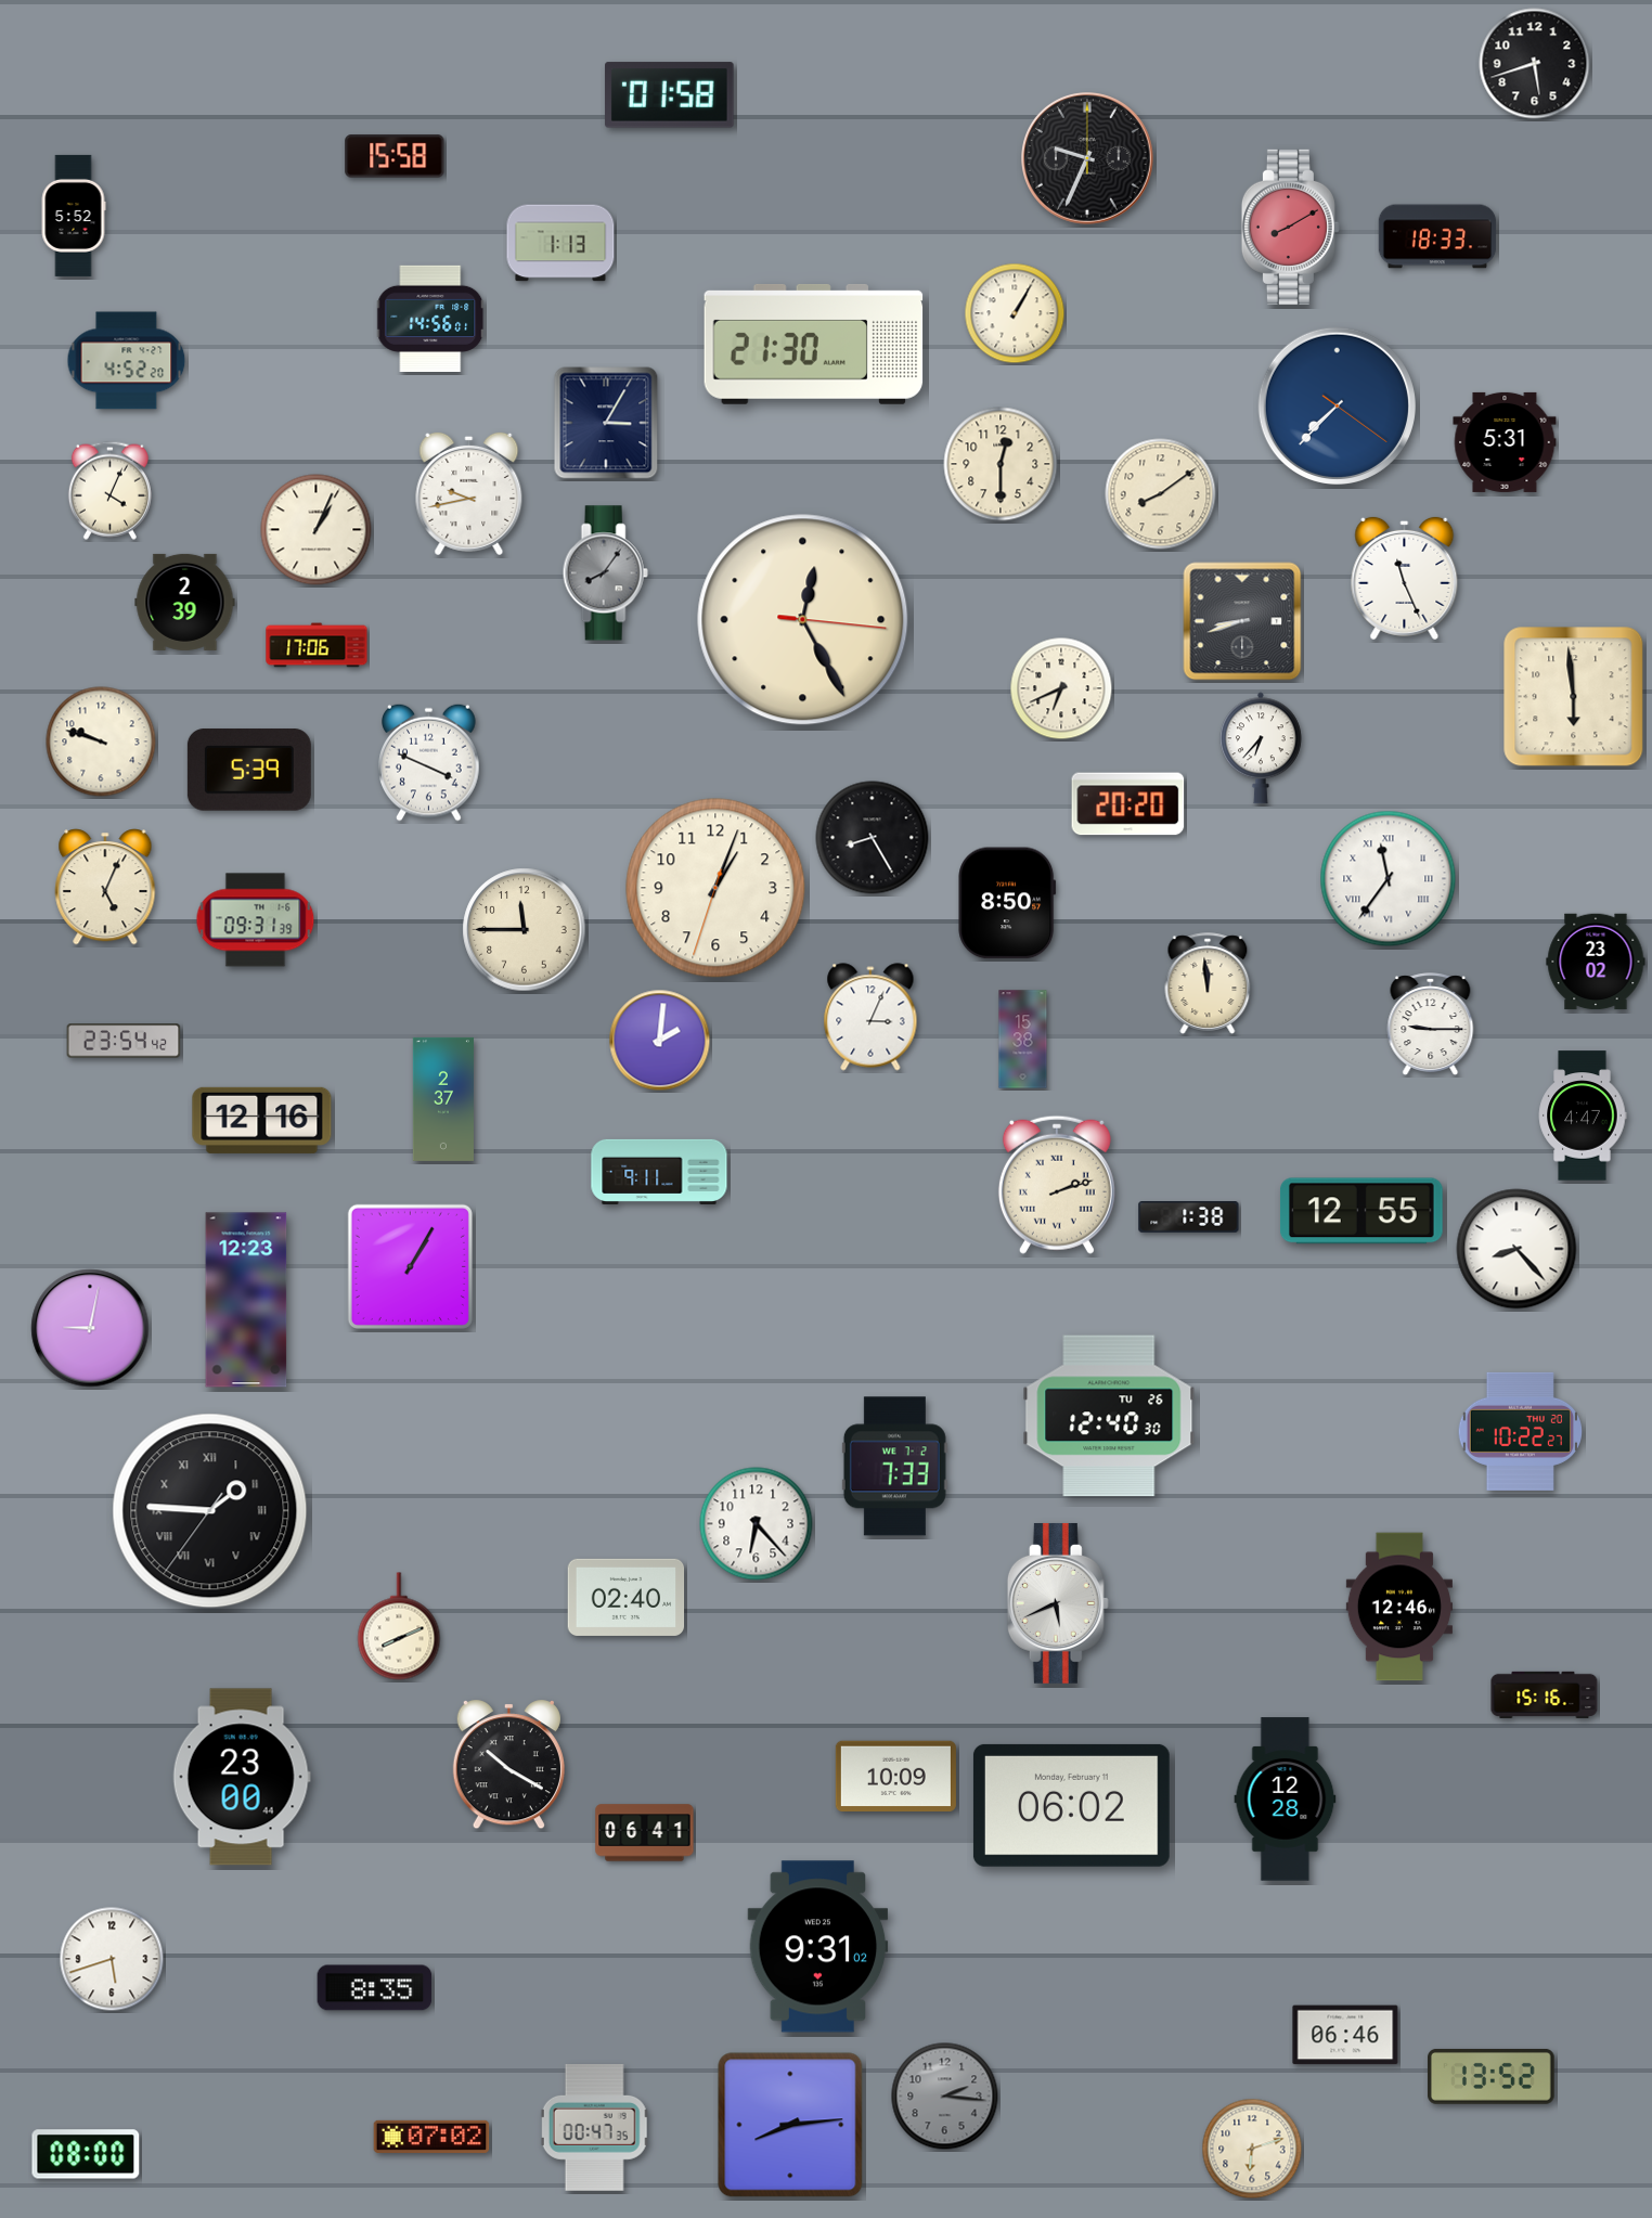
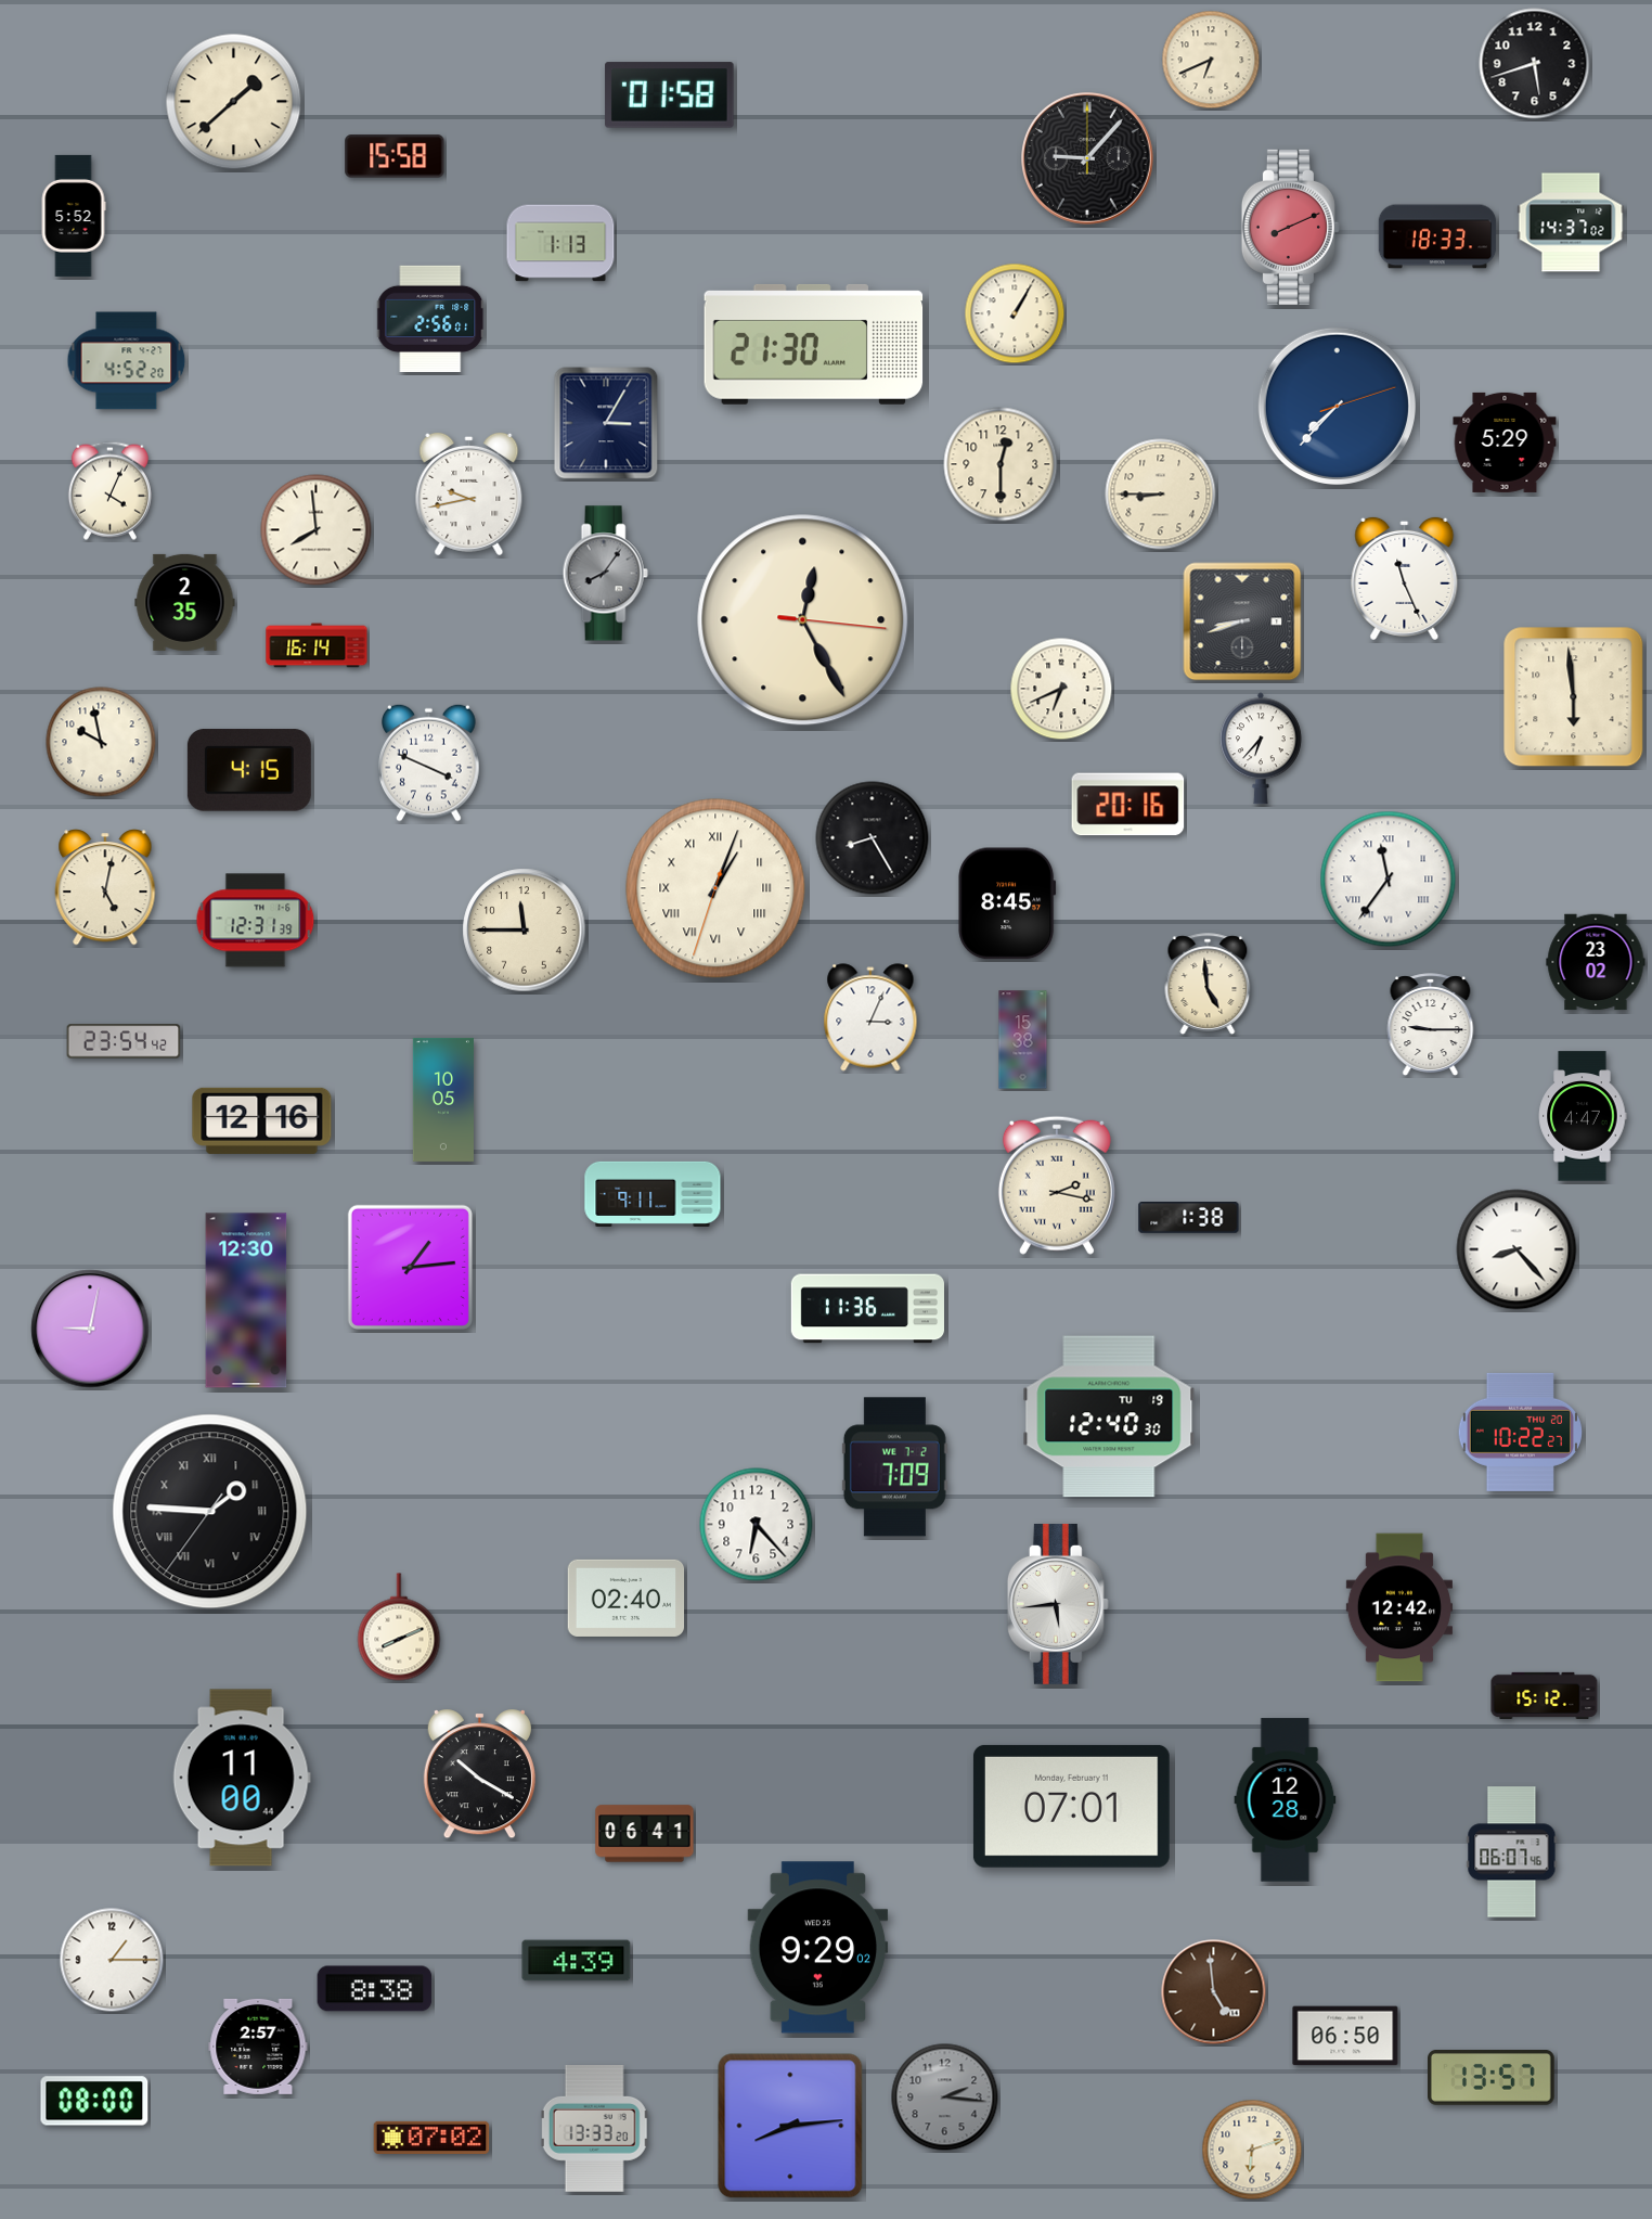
clock at (1211, 60): none -> 6:41
clock at (234, 102): none -> 1:38
clock at (1088, 159): 9:34 -> 9:07
clock at (1571, 222): none -> 14:37
clock at (1290, 227): 8:10 -> 8:11
clock at (431, 318): 14:56 -> 2:56
clock at (1337, 405): 7:37:21 -> 7:37:12
clock at (1505, 442): 5:31 -> 5:29
clock at (1161, 494): 8:09 -> 8:45
clock at (317, 530): 1:04 -> 7:59
clock at (185, 602): 2:39 -> 2:35
clock at (317, 645): 17:06 -> 16:14
clock at (101, 742): 9:48 -> 9:58
clock at (249, 770): 5:39 -> 4:15
clock at (1128, 804): 20:20 -> 20:16
clock at (105, 887): 5:04 -> 5:02
clock at (715, 888) numerals: Arabic -> Roman
clock at (1007, 903): 8:50 -> 8:45
clock at (256, 920): 09:31 -> 12:31
clock at (1208, 983): 11:59 -> 4:59
clock at (660, 1041): 2:01 -> none
clock at (443, 1099): 2:37 -> 10:05
clock at (659, 1172) position: (659, 1172) -> (653, 1194)
clock at (1057, 1185): 2:12 -> 2:17
clock at (1361, 1211): 12:55 -> none
clock at (410, 1266): 1:05 -> 1:14
clock at (246, 1300): 12:23 -> 12:30
clock at (867, 1309): none -> 11:36
clock at (1109, 1416) date: TU 26 -> TU 19
clock at (894, 1467): 7:33 -> 7:09
clock at (1058, 1603): 5:41 -> 5:44
clock at (1399, 1607): 12:46 -> 12:42
clock at (1545, 1694): 15:16 -> 15:12
clock at (508, 1765) position: (508, 1765) -> (479, 1774)
clock at (895, 1776): 10:09 -> none
clock at (242, 1777): 23:00 -> 11:00
clock at (1071, 1805): 06:02 -> 07:01
clock at (1512, 1852): none -> 06:07
clock at (818, 1947): 9:31 -> 9:29
clock at (112, 1959): 5:42 -> 1:15
clock at (577, 1961): none -> 4:39
clock at (375, 1988): 8:35 -> 8:38
clock at (1214, 1992): none -> 4:59
clock at (1345, 2035): 06:46 -> 06:50
clock at (258, 2047): none -> 2:57
clock at (1492, 2076): 13:52 -> 13:57
clock at (595, 2128): 00:47 -> 13:33
clock at (86, 2154) position: (86, 2154) -> (94, 2101)
